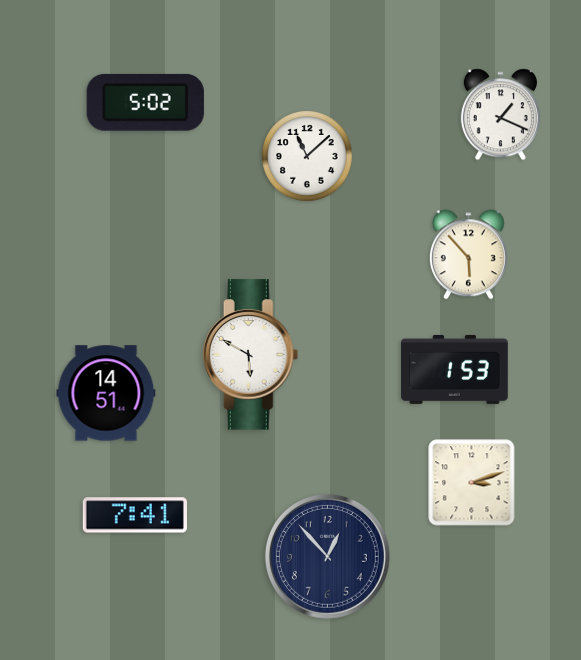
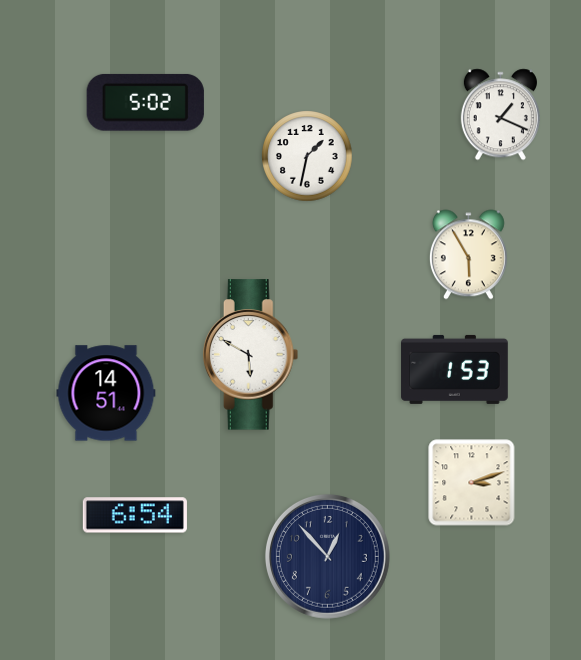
clock at (307, 156): 11:08 -> 1:32
clock at (468, 255): 5:53 -> 5:55
clock at (135, 515): 7:41 -> 6:54
